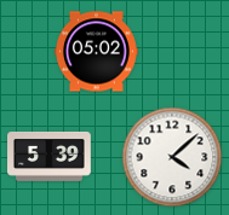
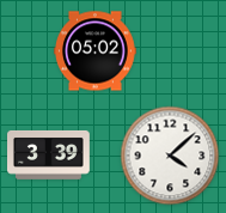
clock at (50, 157): 5:39 -> 3:39
